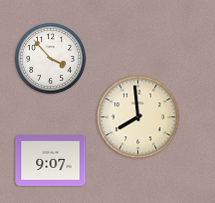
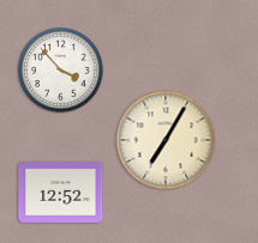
clock at (138, 117): 7:59 -> 7:05
clock at (51, 161): 9:07 -> 12:52
